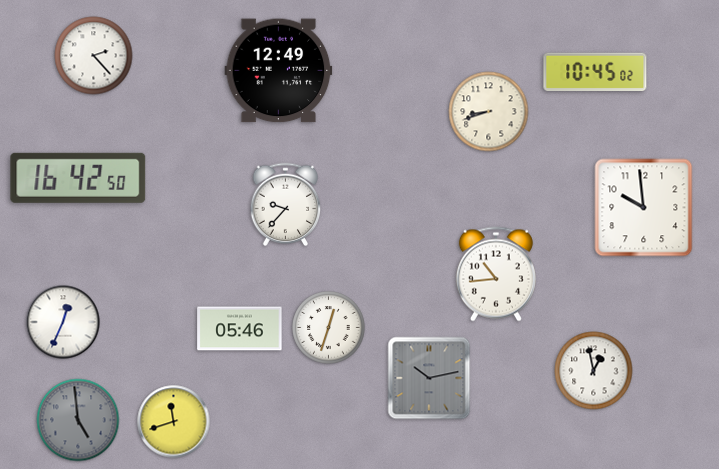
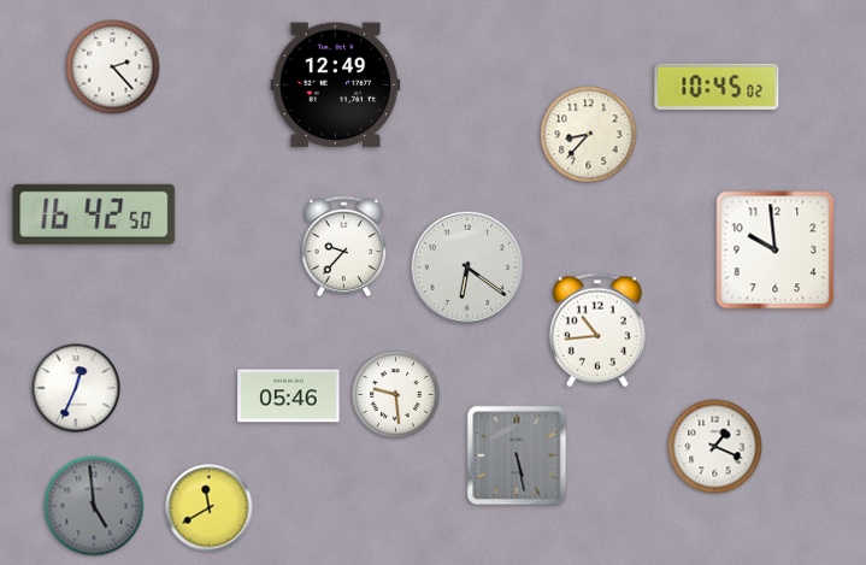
clock at (489, 112): 8:42 -> 8:37
clock at (467, 267): none -> 6:21
clock at (329, 328): 12:33 -> 9:29
clock at (594, 371): 12:58 -> 1:19
clock at (429, 378): 10:13 -> 5:28
clock at (174, 422): 11:42 -> 11:40
